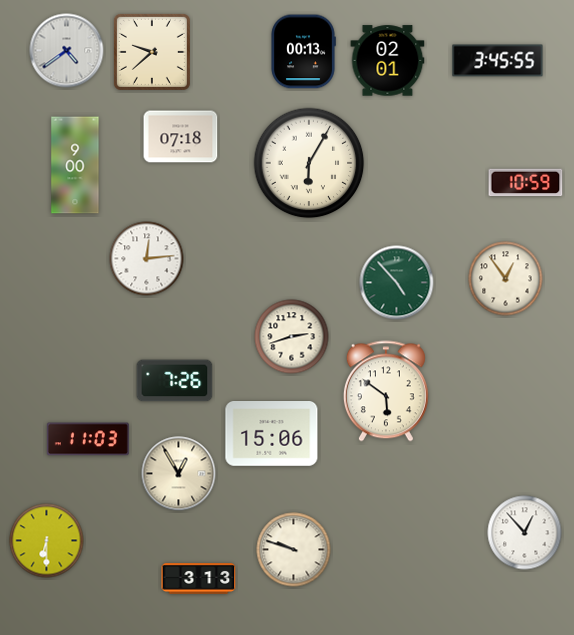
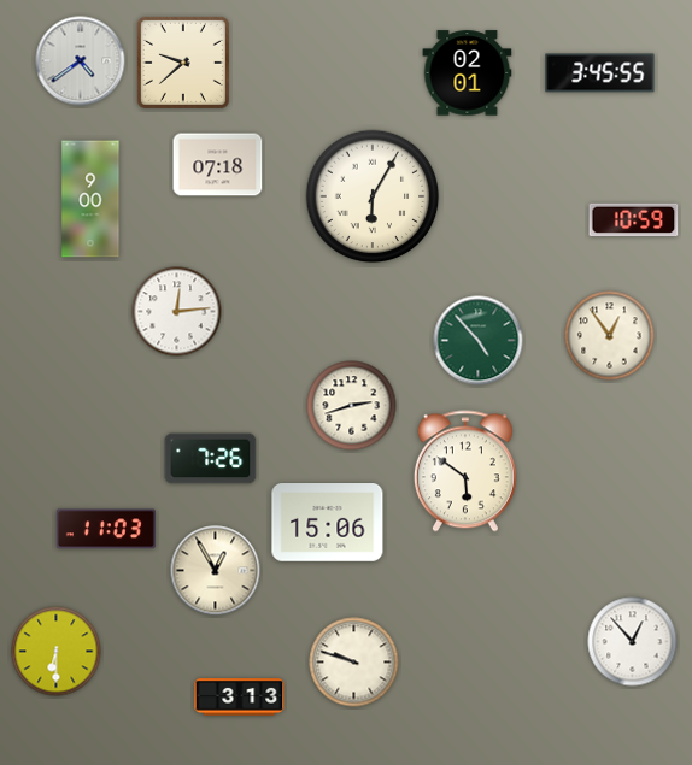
clock at (303, 52): 00:13 -> none
